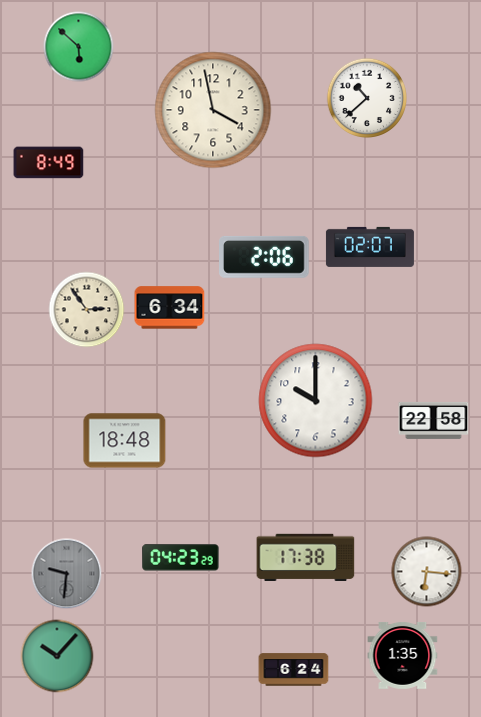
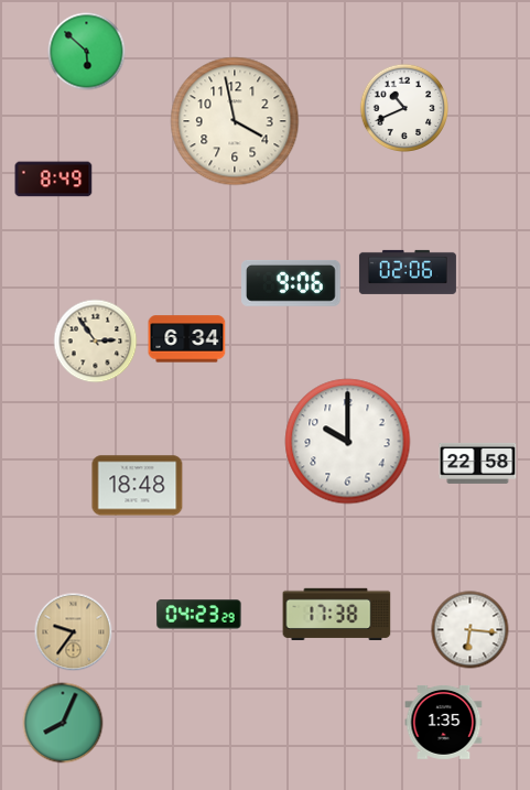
clock at (367, 98): 10:38 -> 10:41
clock at (370, 247): 02:07 -> 02:06
clock at (265, 257): 2:06 -> 9:06
clock at (67, 574): 9:31 -> 9:36
clock at (67, 574) dial: grey -> champagne
clock at (57, 656): 10:07 -> 8:04
clock at (294, 670): 6:24 -> none
